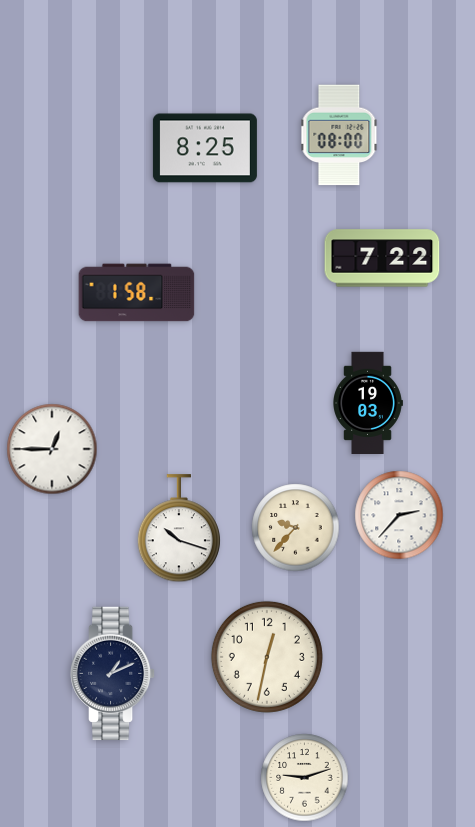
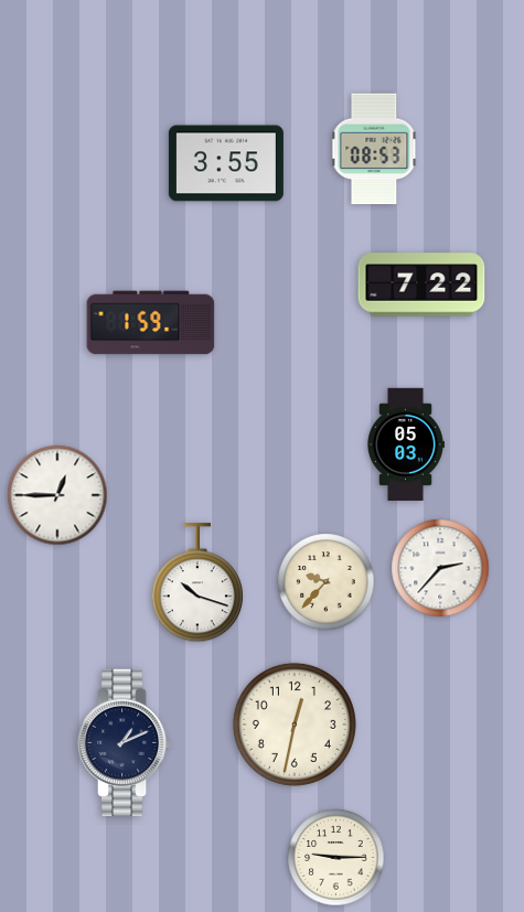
clock at (339, 135): 08:00 -> 08:53
clock at (205, 148): 8:25 -> 3:55
clock at (137, 293): 1:58 -> 1:59
clock at (368, 402): 19:03 -> 05:03
clock at (305, 778): 9:12 -> 9:15
